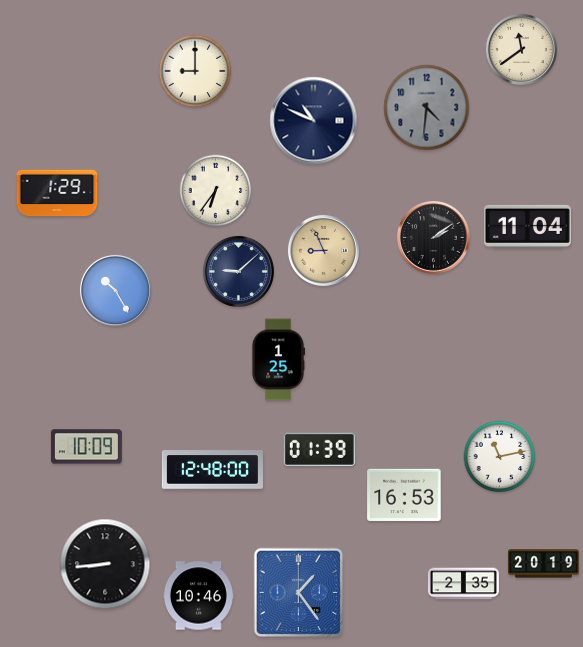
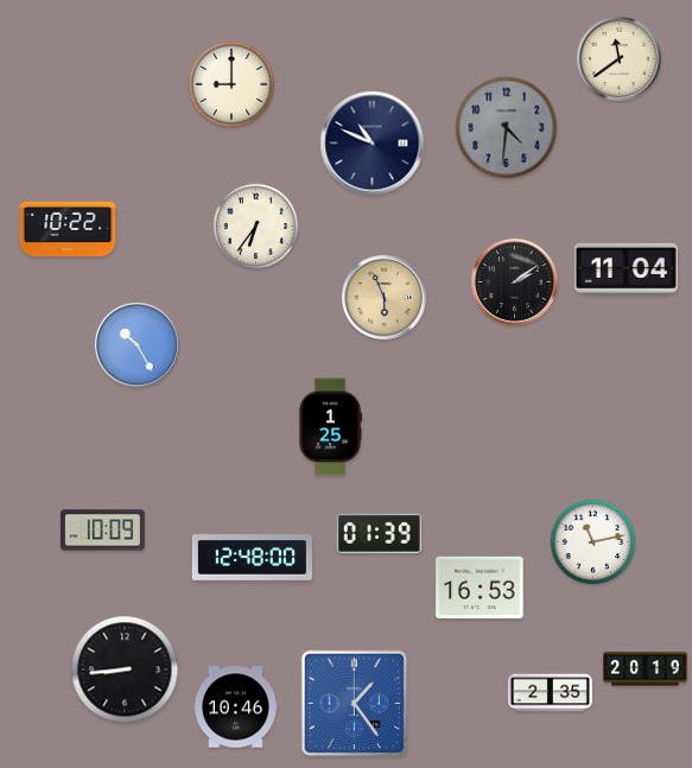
clock at (57, 193): 1:29 -> 10:22
clock at (323, 250): 8:56 -> 5:56
clock at (238, 271): 9:08 -> none
